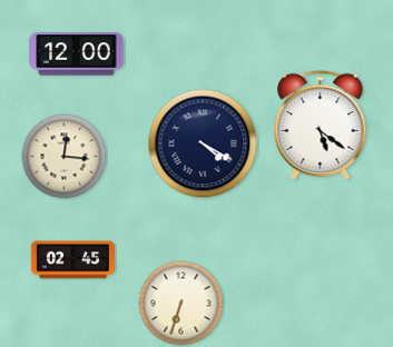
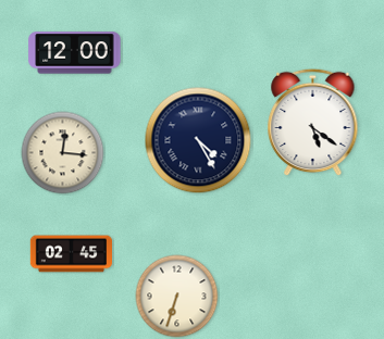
clock at (203, 143): 4:20 -> 4:25
